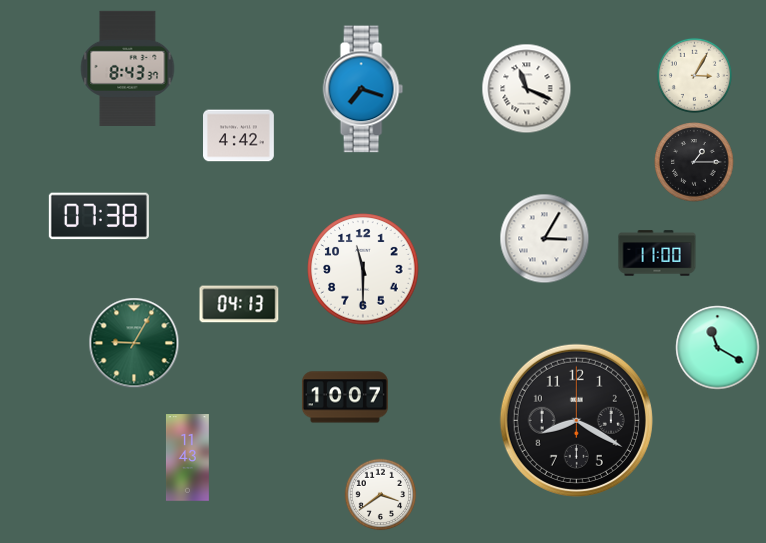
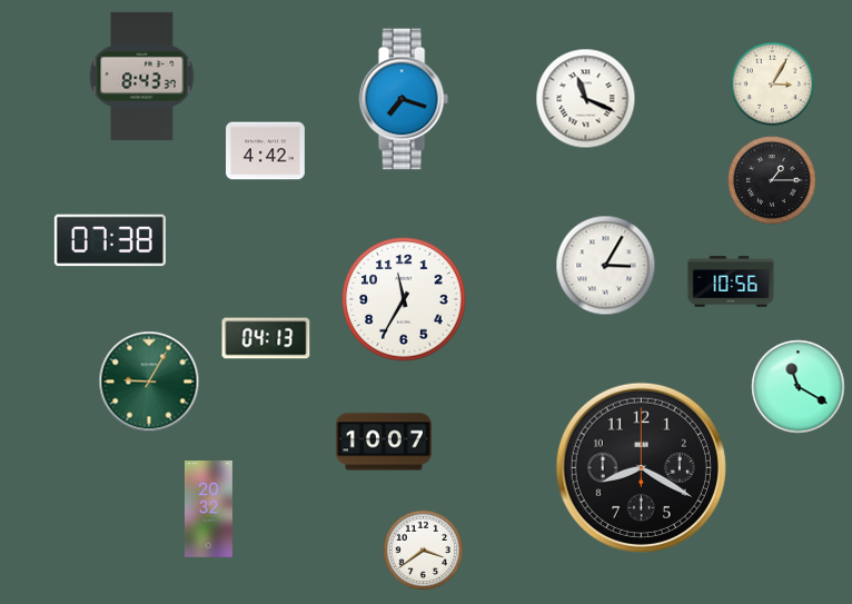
clock at (657, 253): 11:00 -> 10:56
clock at (363, 269): 11:30 -> 11:35
clock at (187, 458): 11:43 -> 20:32
